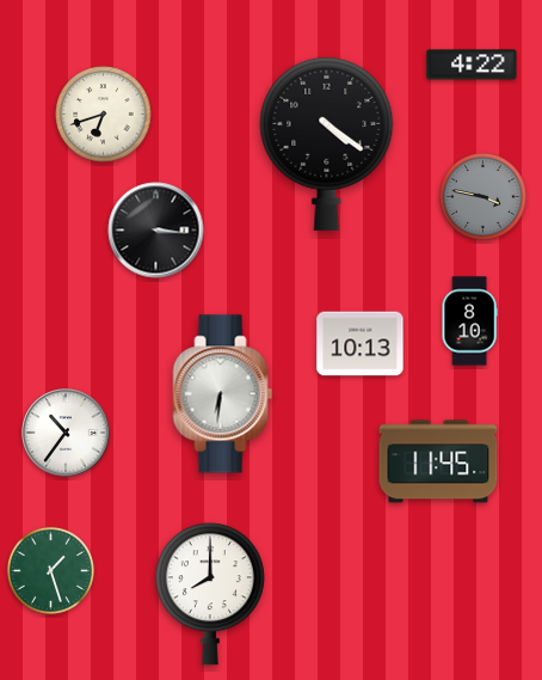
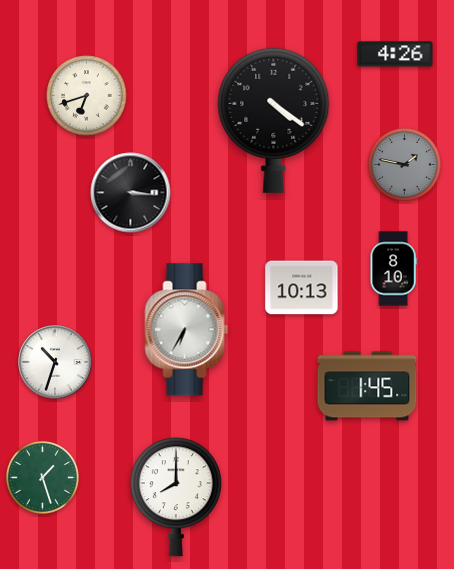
clock at (472, 65): 4:22 -> 4:26
clock at (482, 196): 3:47 -> 1:47
clock at (223, 394): 6:31 -> 6:35
clock at (66, 433): 10:36 -> 10:33
clock at (438, 461): 11:45 -> 1:45
